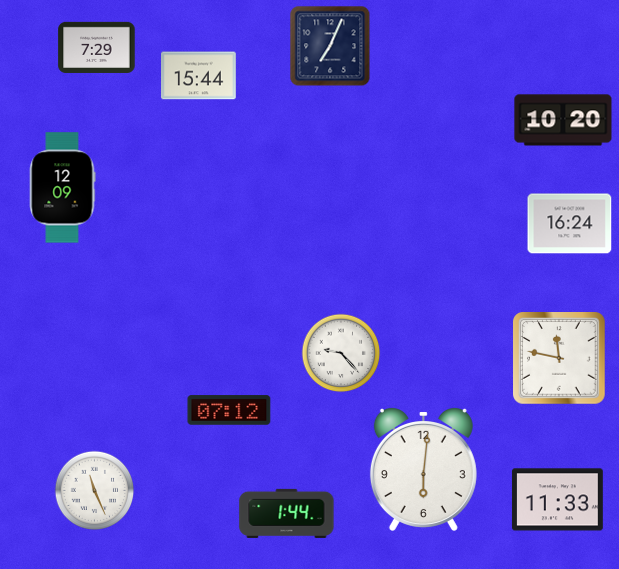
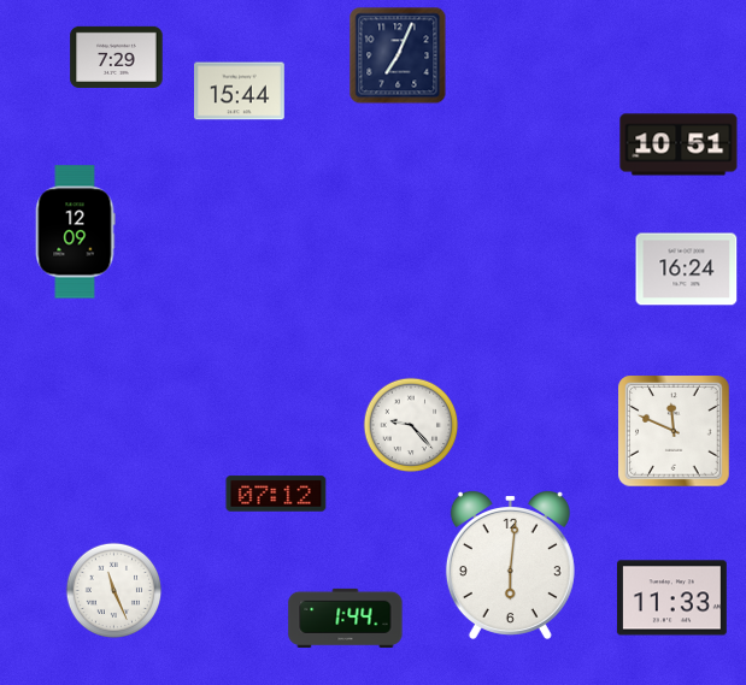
clock at (563, 120): 10:20 -> 10:51
clock at (62, 188) position: (62, 188) -> (75, 232)
clock at (560, 359): 11:47 -> 11:49
clock at (557, 500) position: (557, 500) -> (671, 598)
